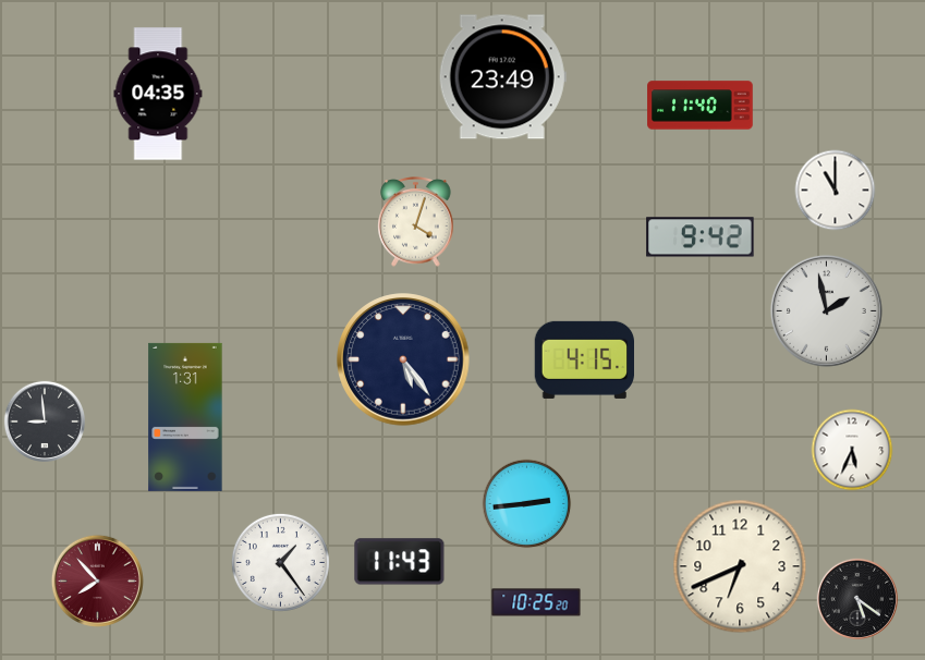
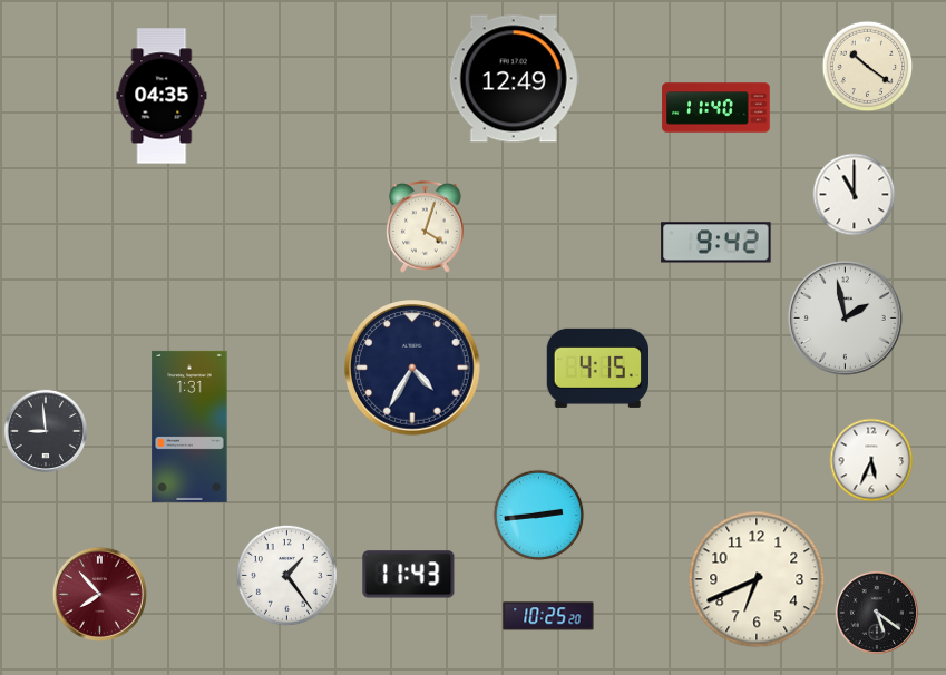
clock at (868, 67): none -> 10:21
clock at (502, 77): 23:49 -> 12:49
clock at (403, 359): 5:24 -> 4:35
